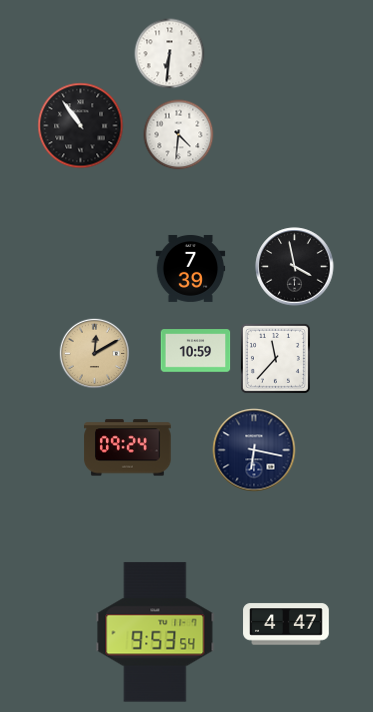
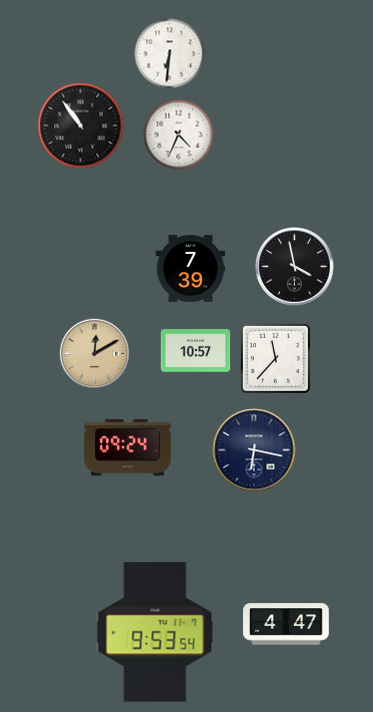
clock at (179, 135): 4:31 -> 4:34
clock at (196, 351): 10:59 -> 10:57
